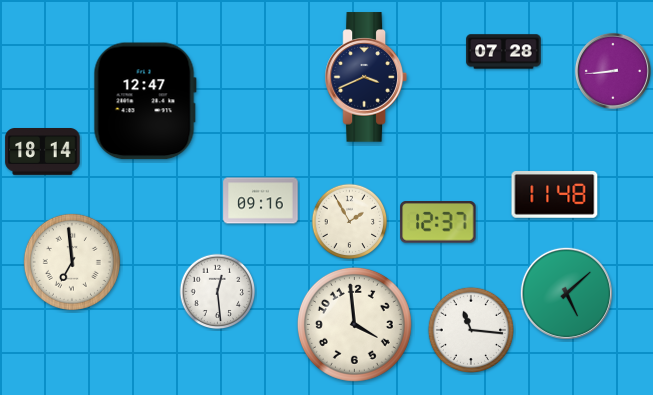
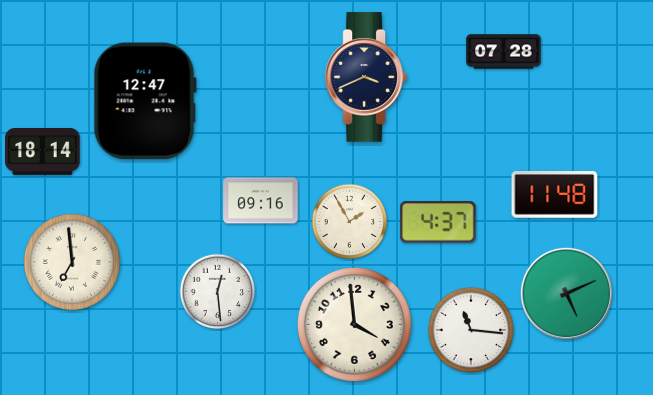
clock at (613, 71): 8:44 -> none
clock at (438, 223): 12:37 -> 4:37
clock at (566, 293): 5:08 -> 5:11
